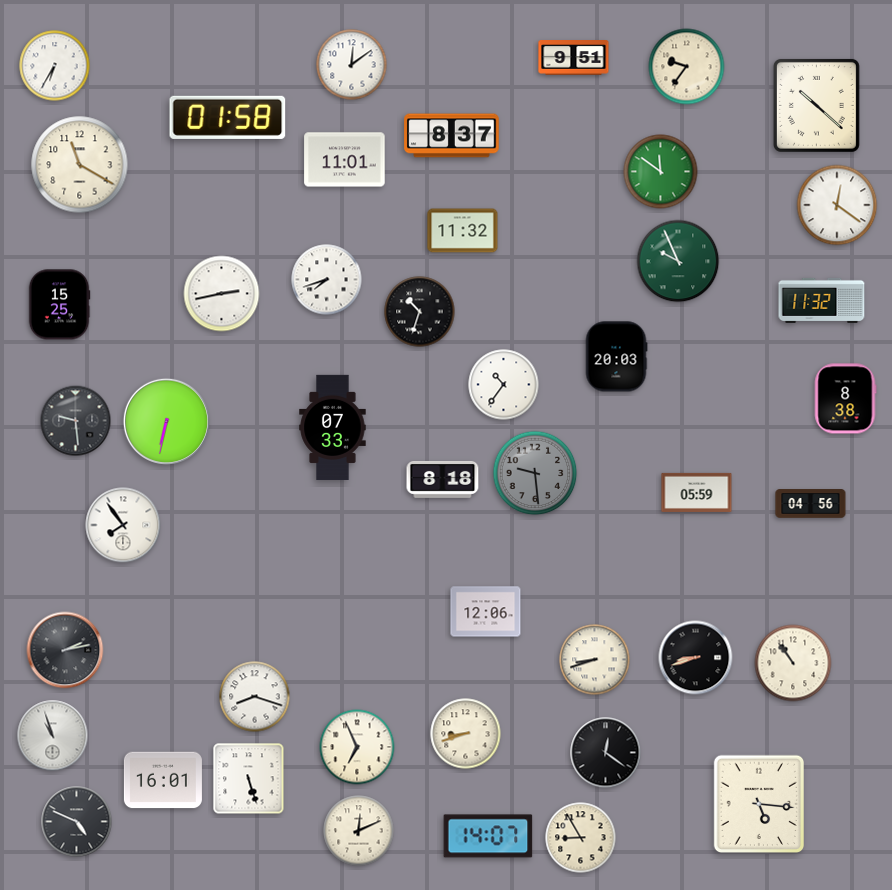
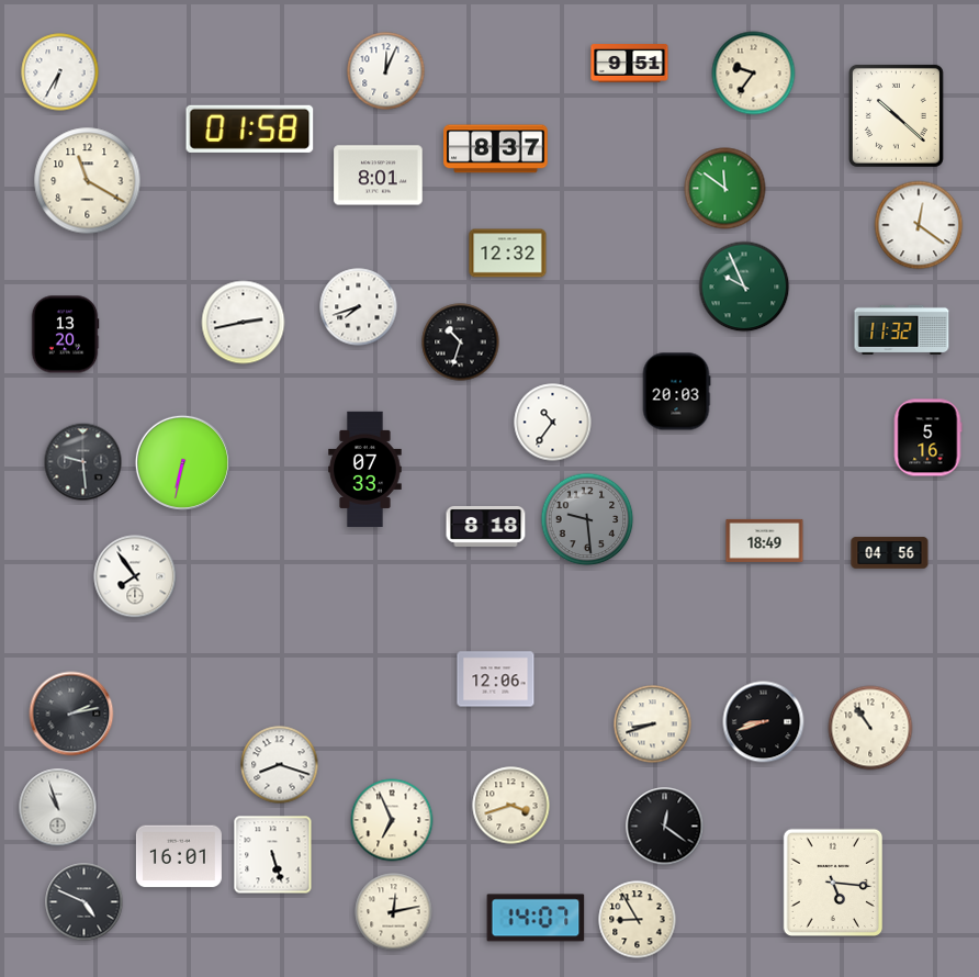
clock at (352, 65): 12:09 -> 12:04
clock at (345, 160): 11:01 -> 8:01
clock at (463, 231): 11:32 -> 12:32
clock at (59, 305): 15:25 -> 13:20
clock at (845, 399): 8:38 -> 5:16
clock at (697, 492): 05:59 -> 18:49
clock at (486, 612) position: (486, 612) -> (496, 680)
clock at (466, 734): 8:42 -> 3:42
clock at (359, 831): 12:11 -> 12:13
